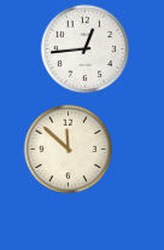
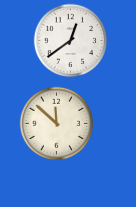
clock at (86, 50): 12:44 -> 12:39
